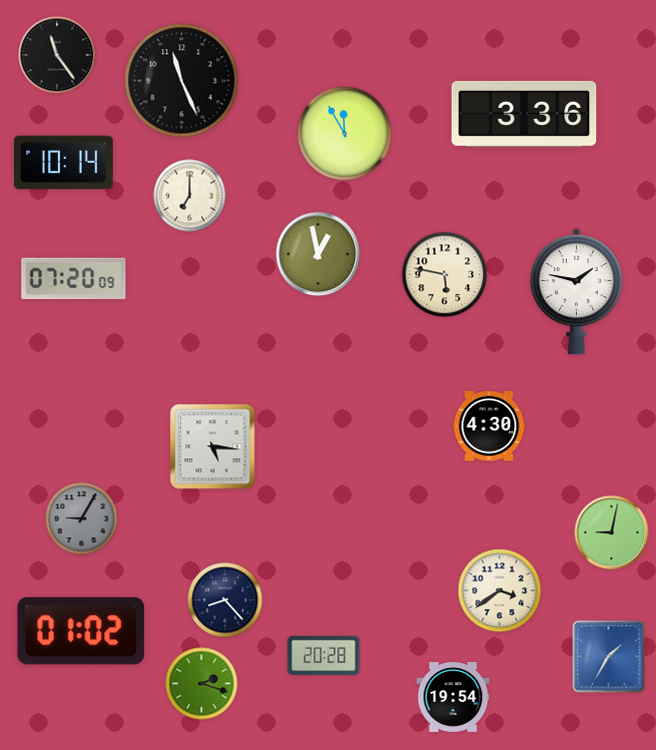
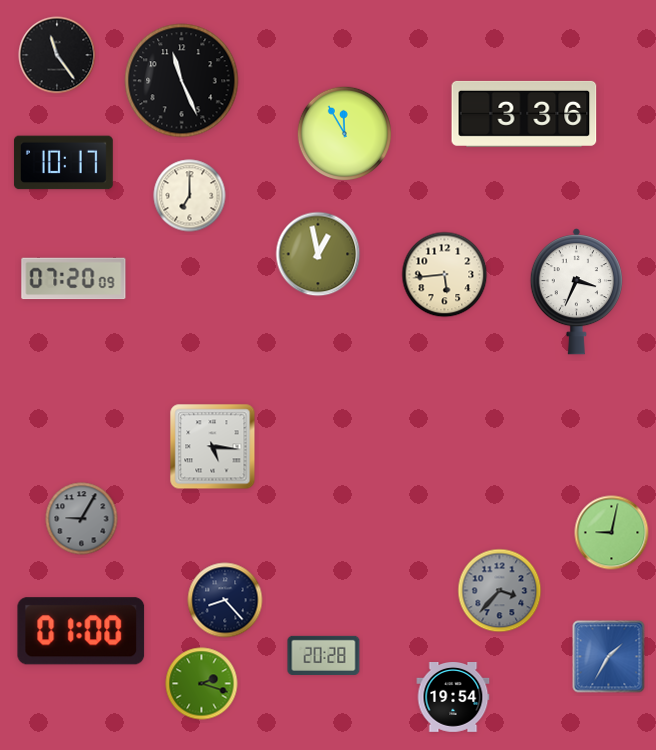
clock at (63, 163): 10:14 -> 10:17
clock at (445, 275): 5:47 -> 5:44
clock at (576, 292): 1:47 -> 3:34
clock at (489, 427): 4:30 -> none
clock at (500, 591): 3:39 -> 3:37
clock at (500, 591) dial: cream -> grey
clock at (81, 631): 01:02 -> 01:00
